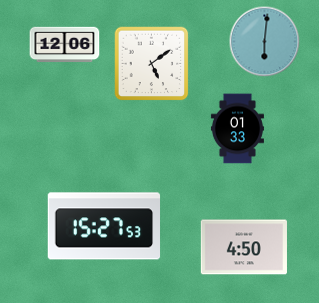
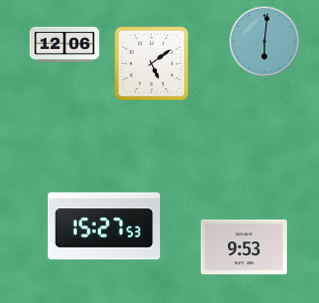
clock at (237, 129): 01:33 -> none
clock at (243, 247): 4:50 -> 9:53
